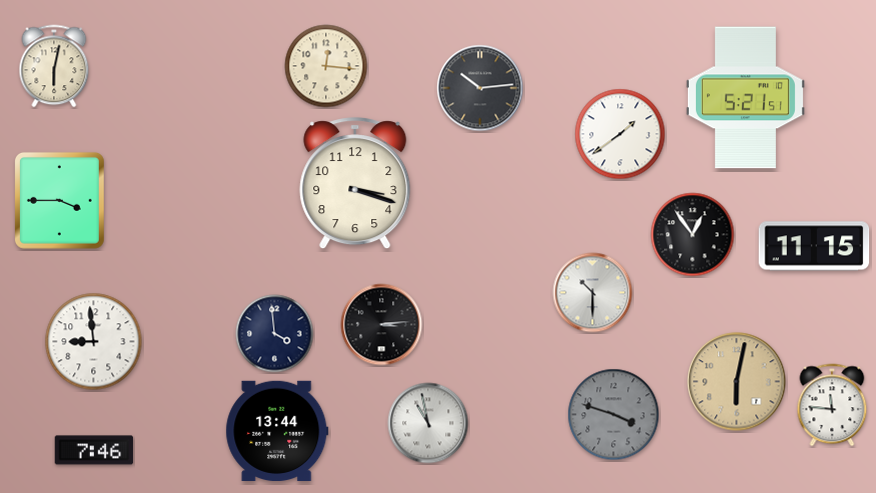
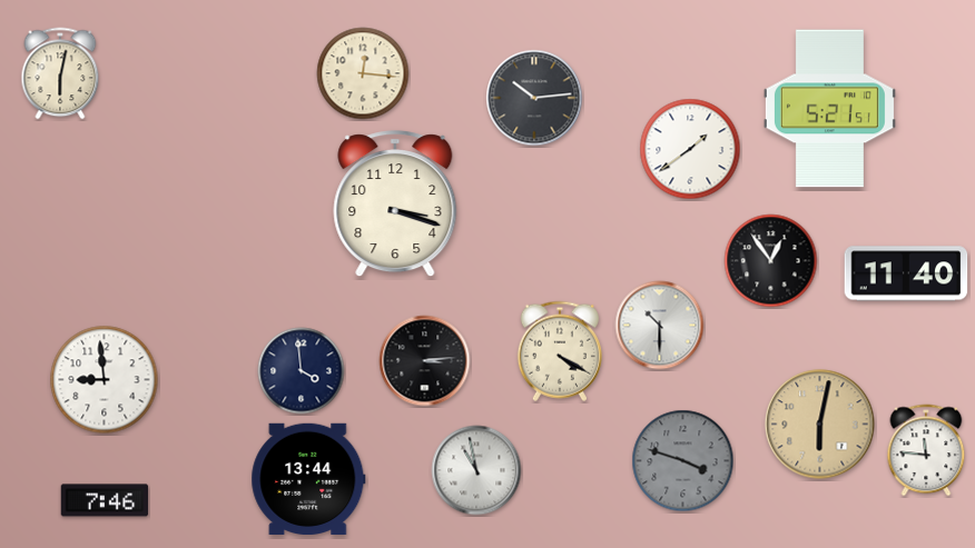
clock at (59, 200): 3:45 -> none
clock at (814, 246): 11:15 -> 11:40
clock at (560, 351): none -> 4:20
clock at (275, 334) position: (275, 334) -> (302, 371)
